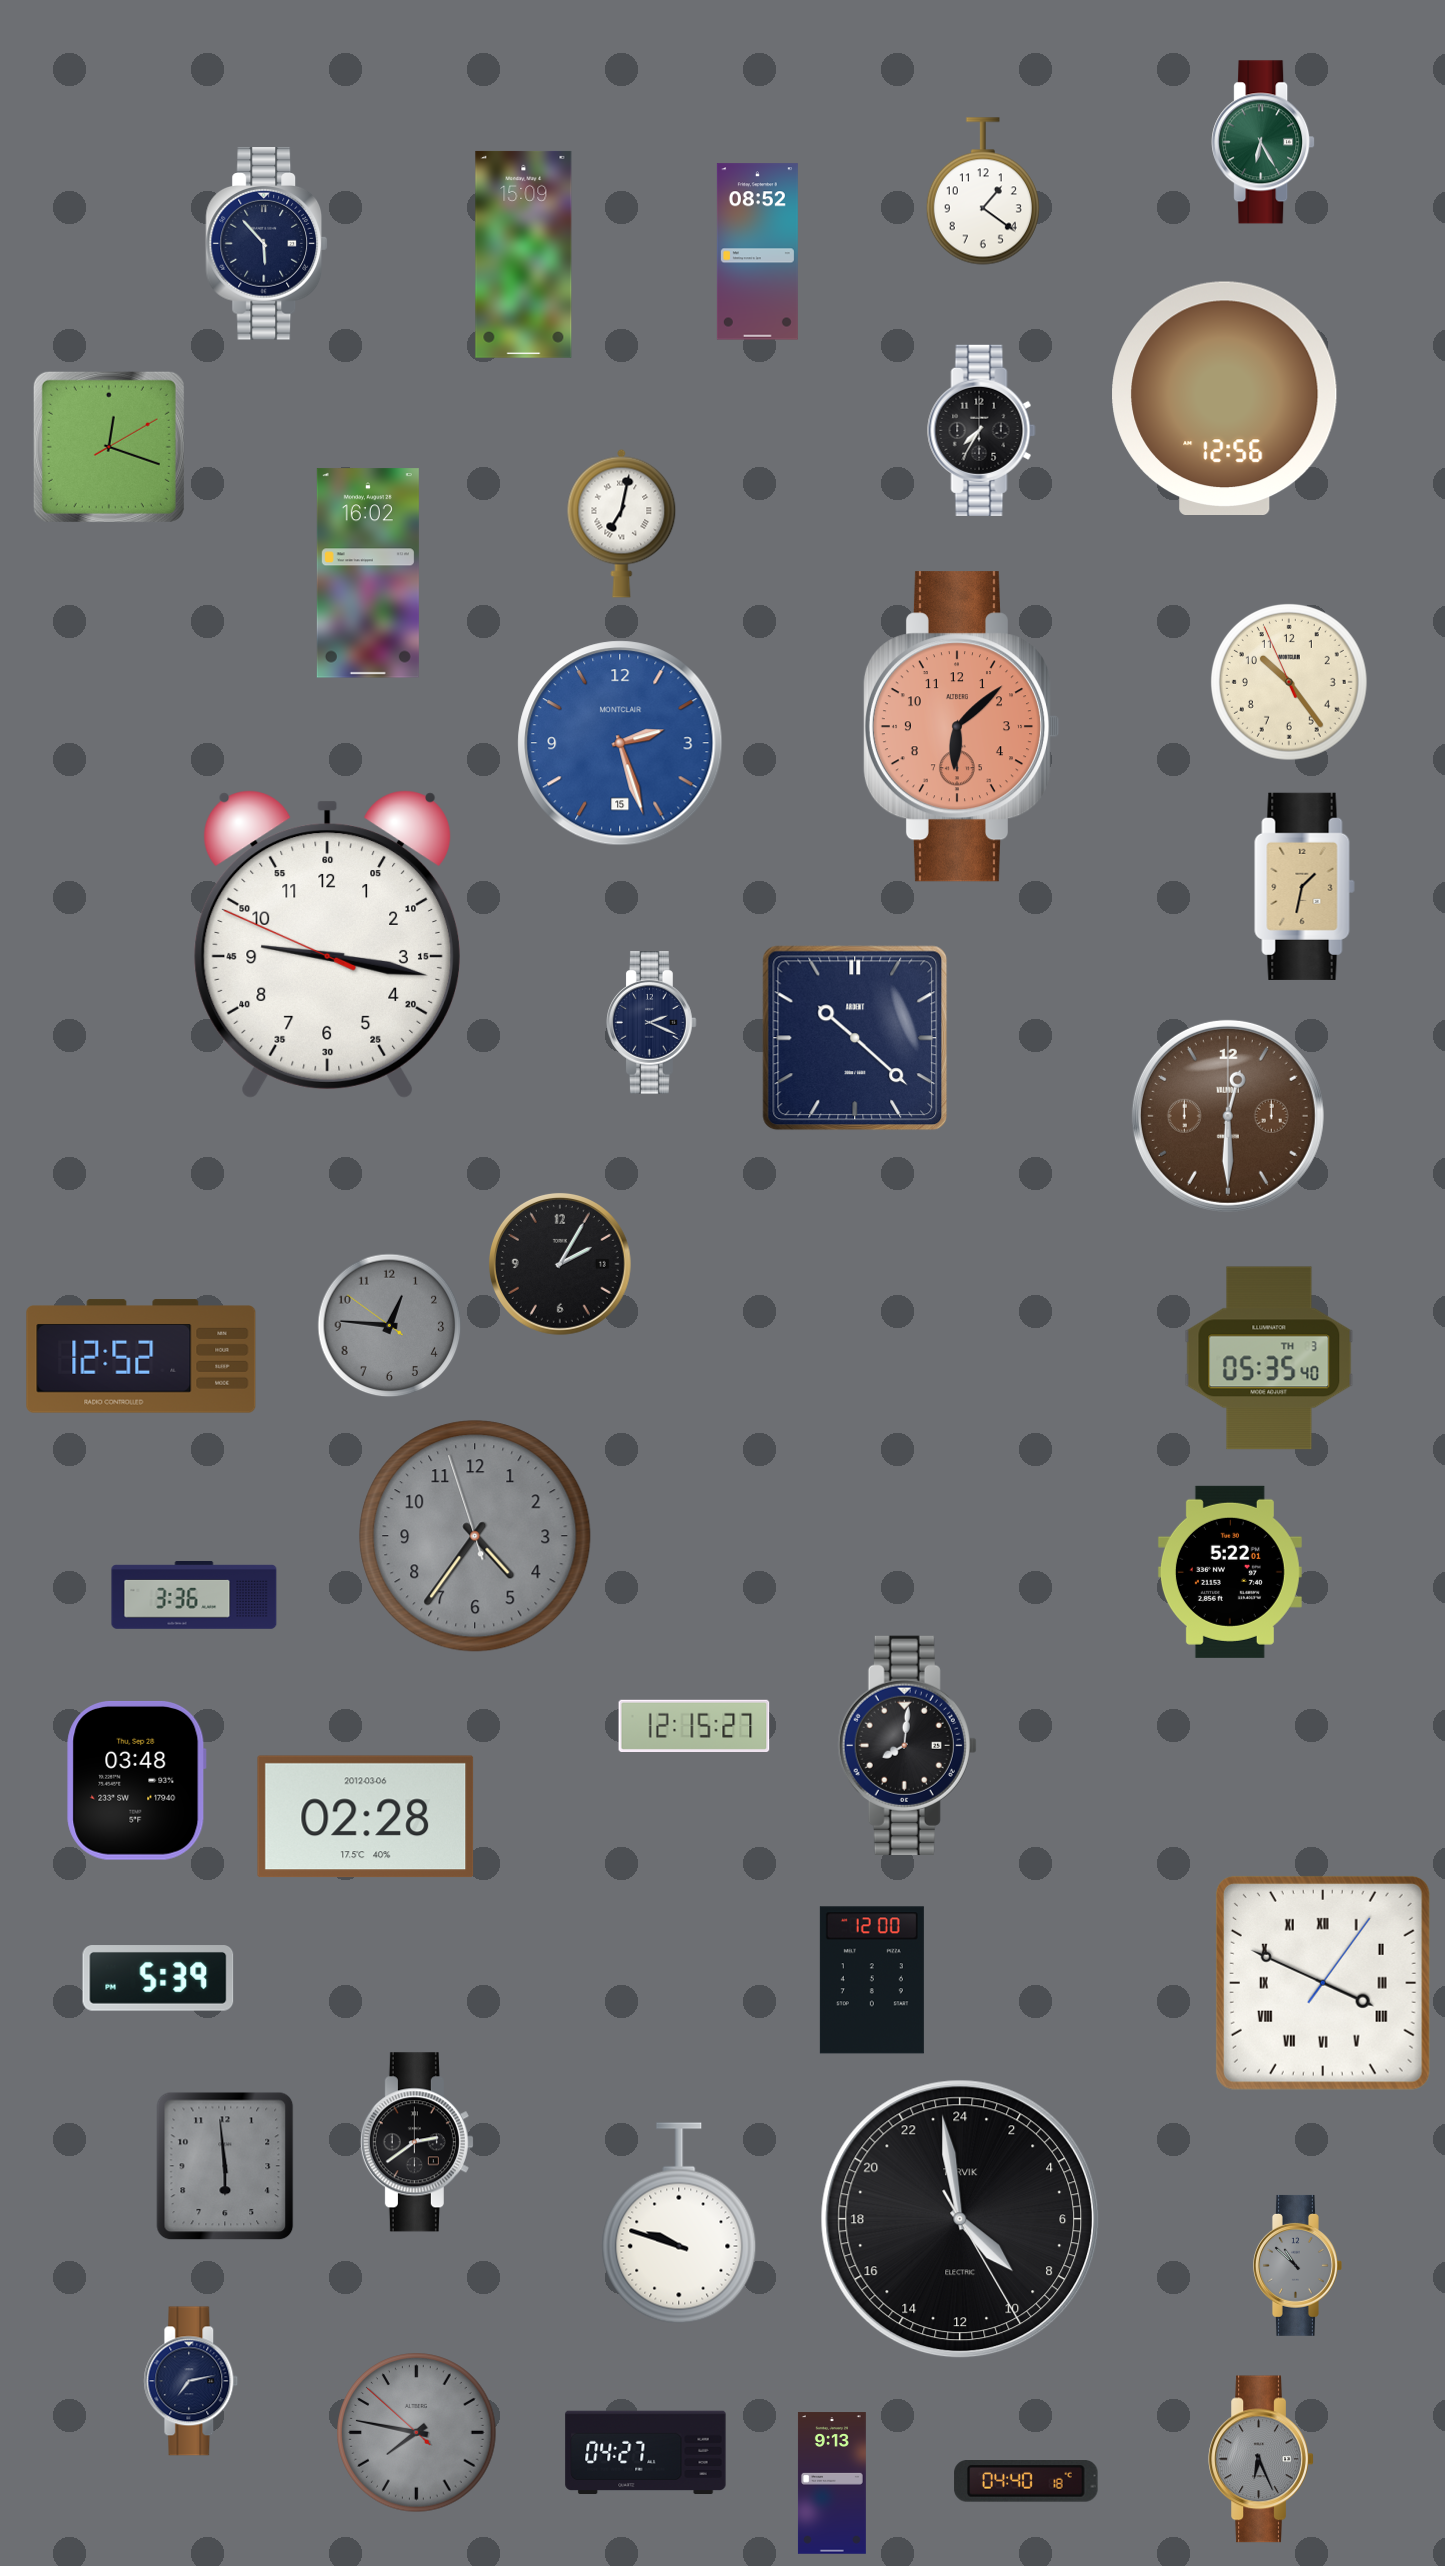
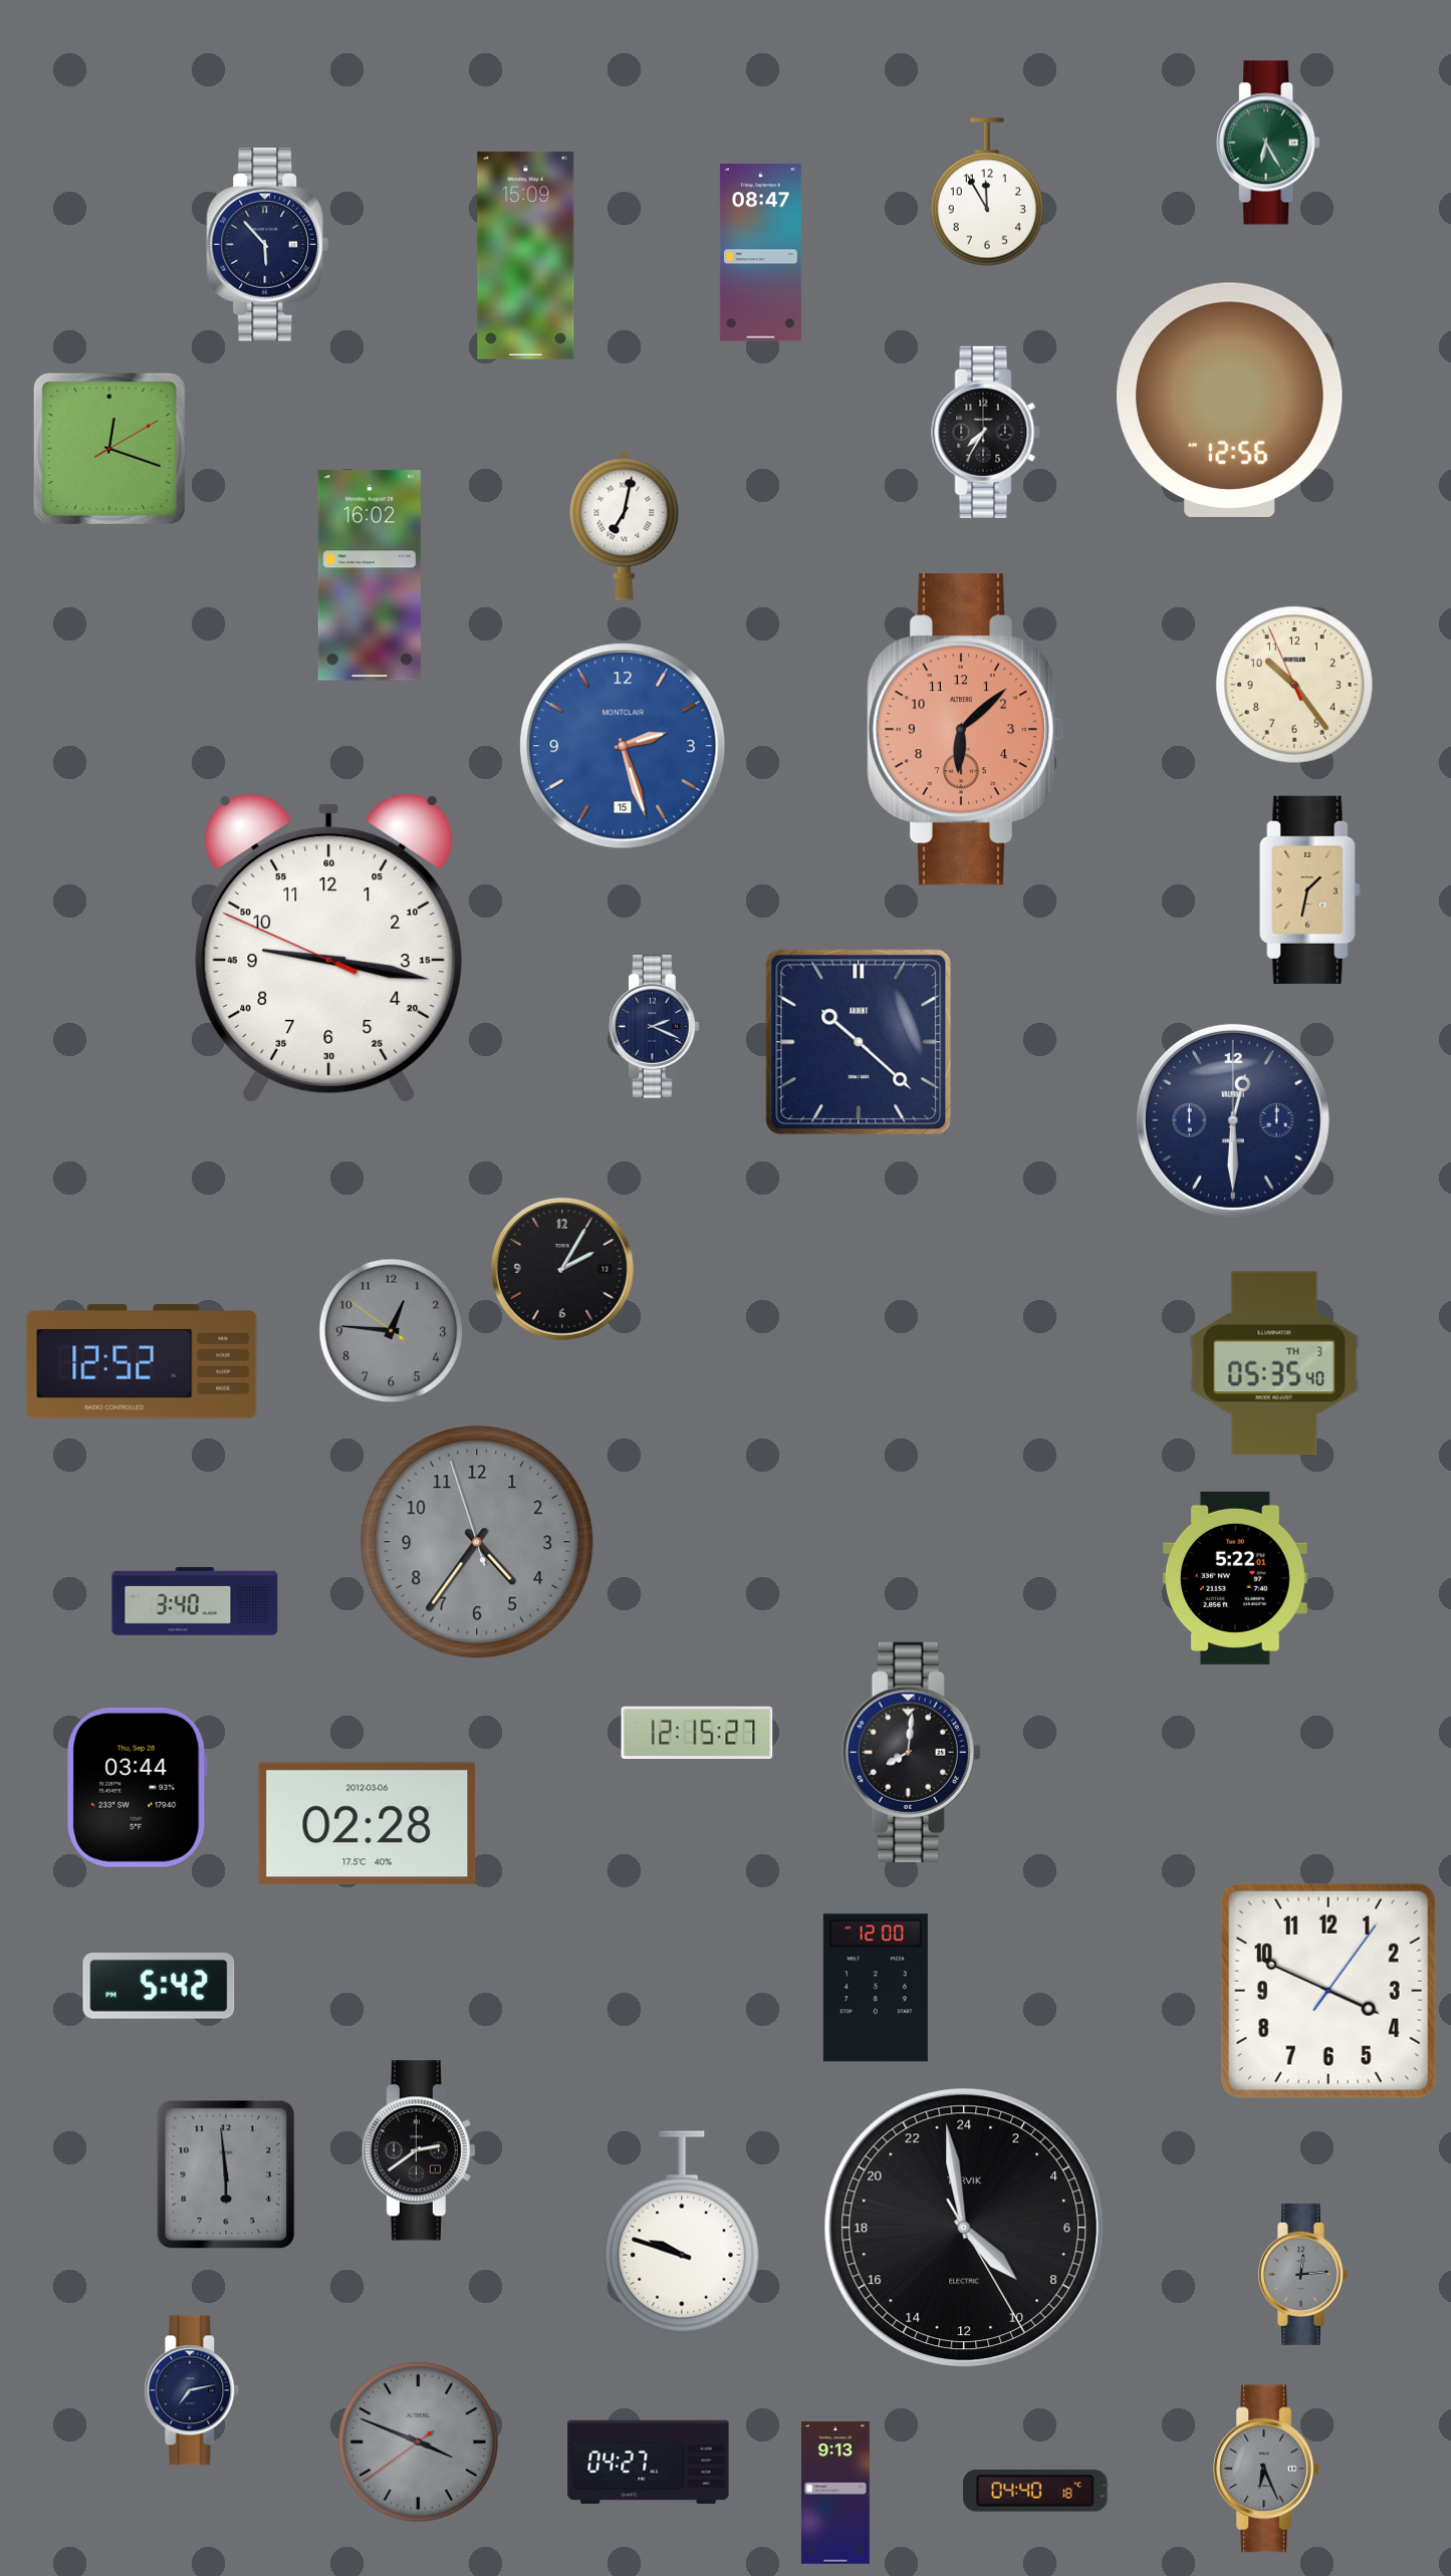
clock at (983, 191): 1:21 -> 11:55
clock at (757, 252): 08:52 -> 08:47
clock at (1228, 1116) dial: brown -> navy
clock at (194, 1595): 3:36 -> 3:40
clock at (137, 1780): 03:48 -> 03:44
clock at (158, 1978): 5:39 -> 5:42
clock at (1323, 1983) numerals: Roman -> Arabic
clock at (1298, 2265): 10:52 -> 12:14
clock at (417, 2433): 7:46 -> 3:48
clock at (1026, 2482) position: (1026, 2482) -> (1035, 2492)
